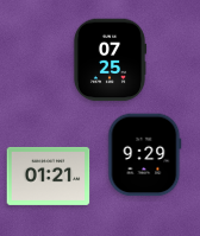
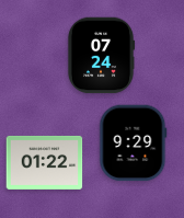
clock at (110, 60): 07:25 -> 07:24
clock at (49, 176): 01:21 -> 01:22
